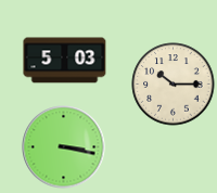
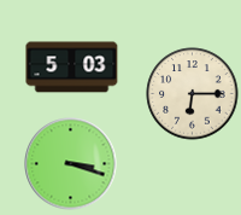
clock at (174, 85): 10:15 -> 6:15
clock at (64, 147): 3:17 -> 3:18
